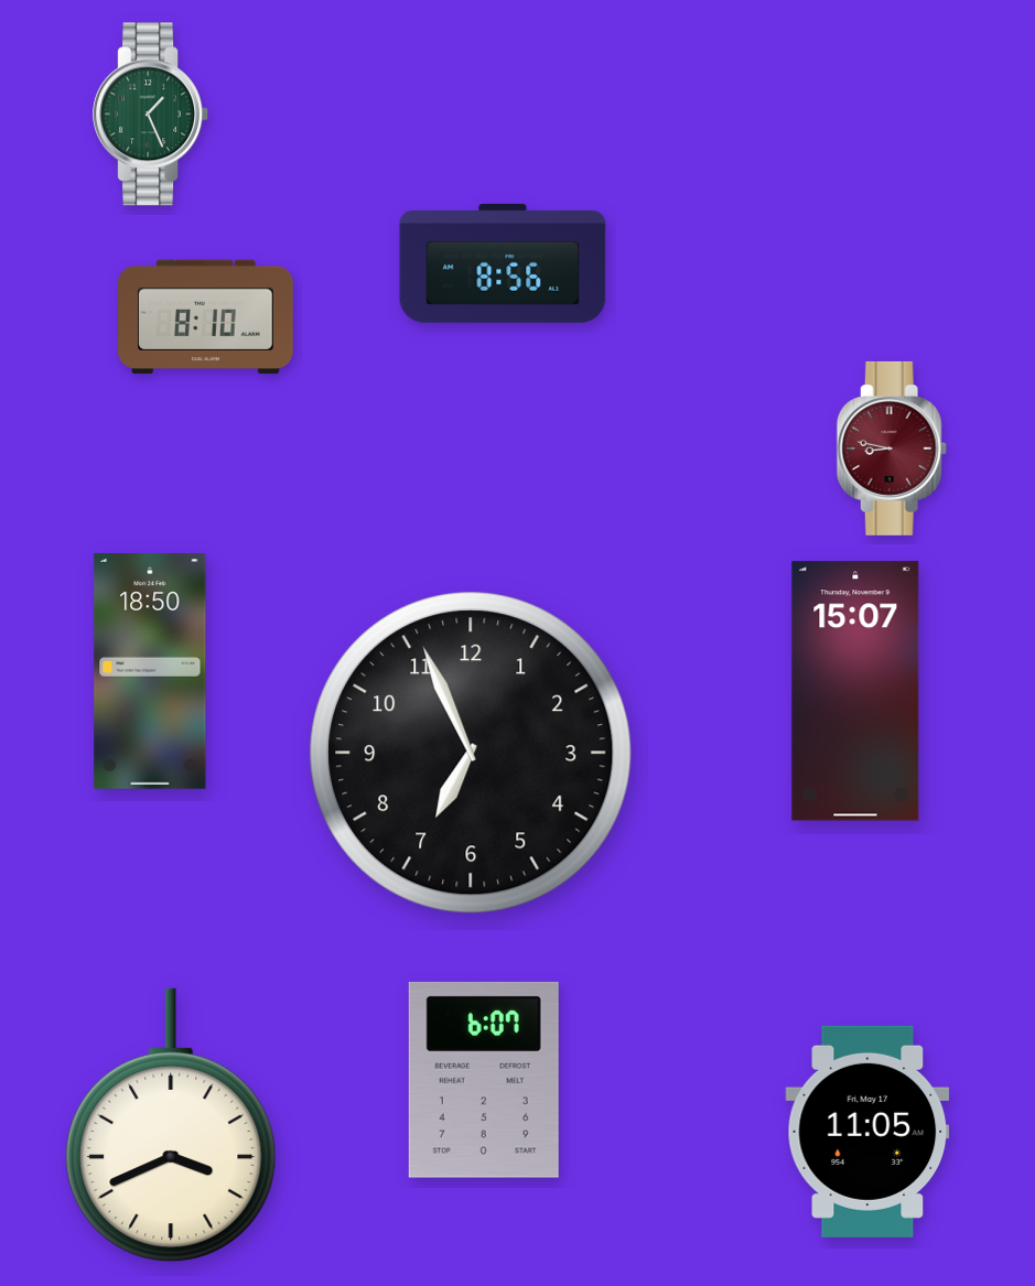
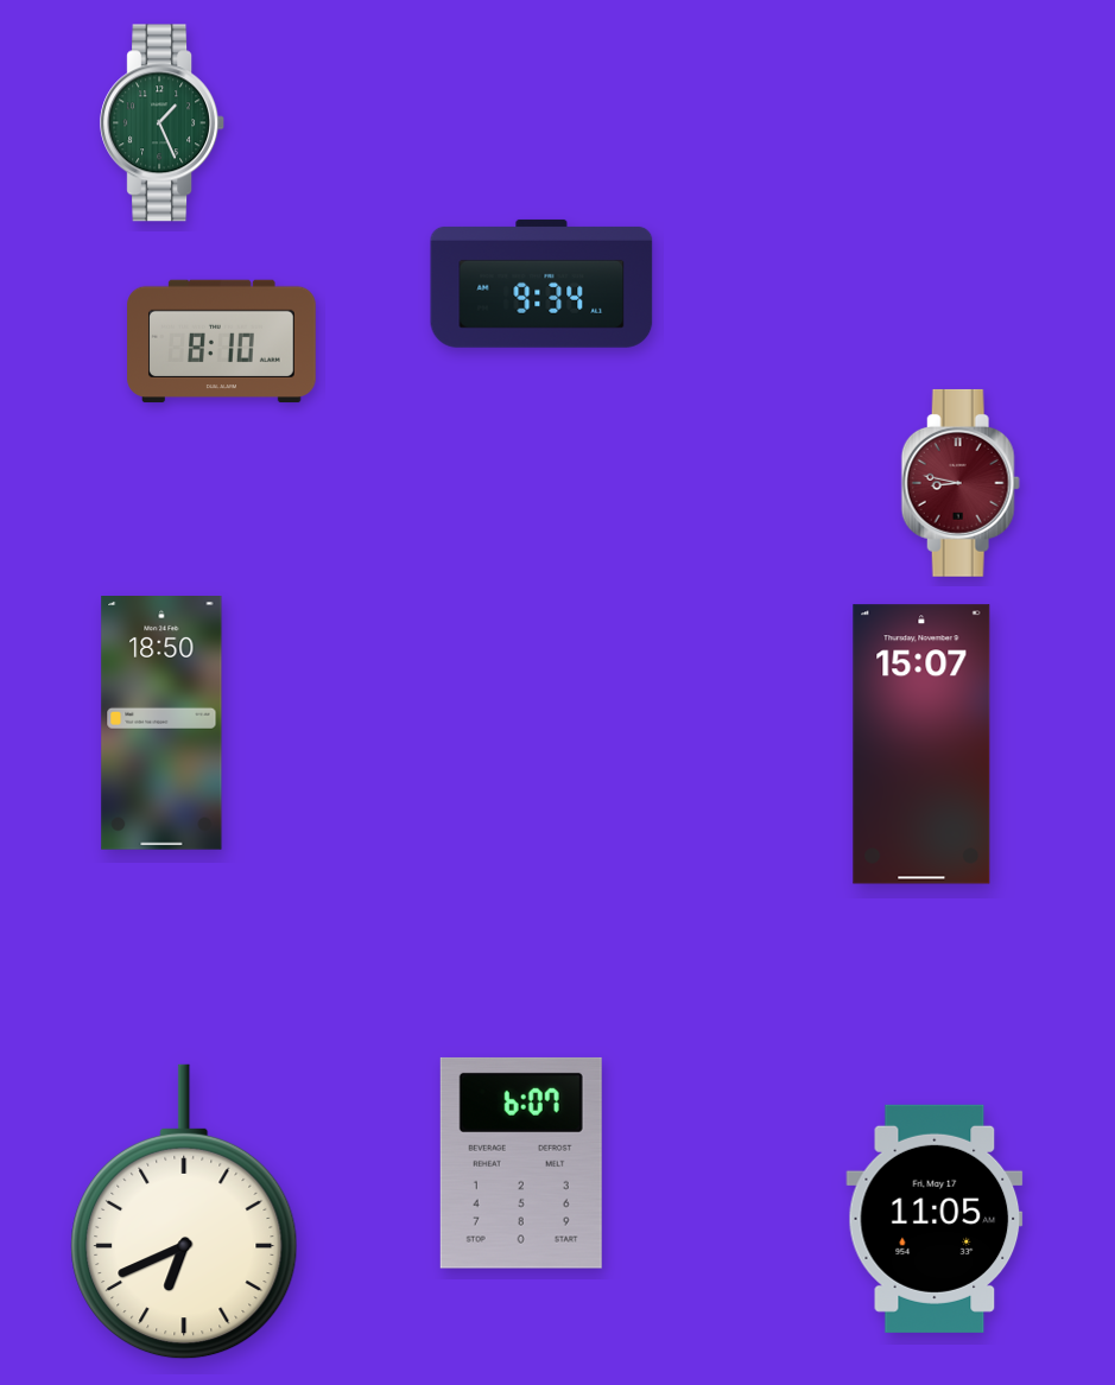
clock at (503, 263): 8:56 -> 9:34
clock at (471, 753): 6:56 -> none
clock at (171, 1125): 3:41 -> 6:41
